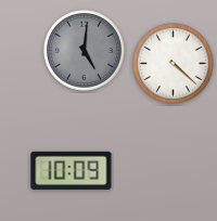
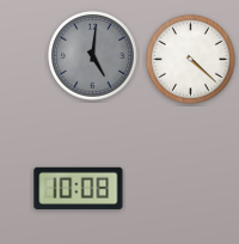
clock at (174, 64) position: (174, 64) -> (191, 60)
clock at (72, 170): 10:09 -> 10:08
